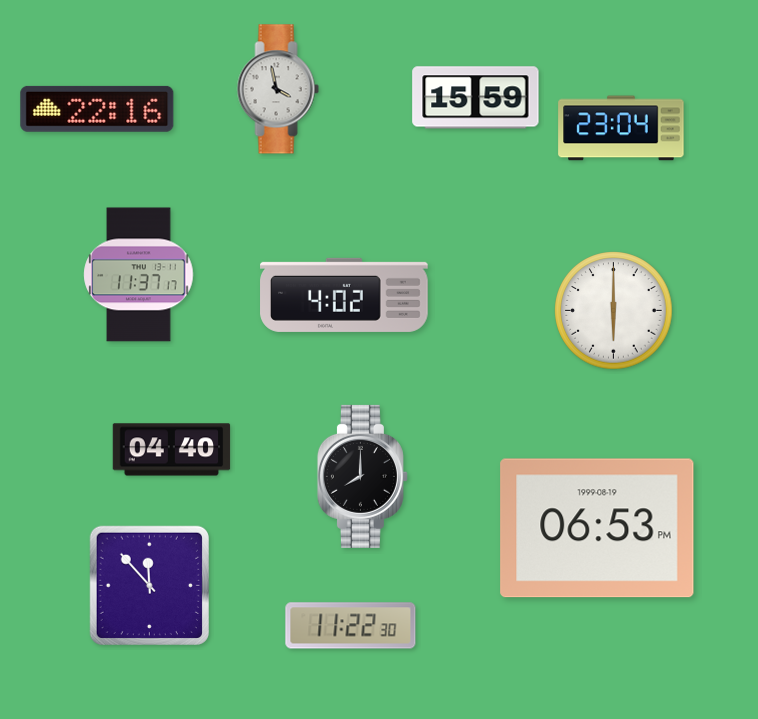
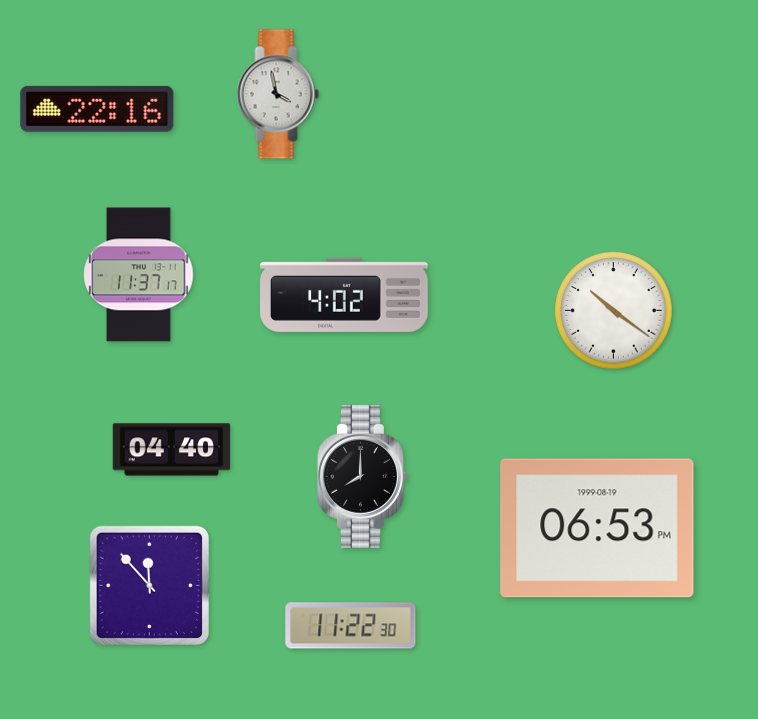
clock at (278, 89) position: (278, 89) -> (278, 94)
clock at (476, 98): 15:59 -> none
clock at (621, 128): 23:04 -> none
clock at (614, 311): 6:00 -> 10:21
